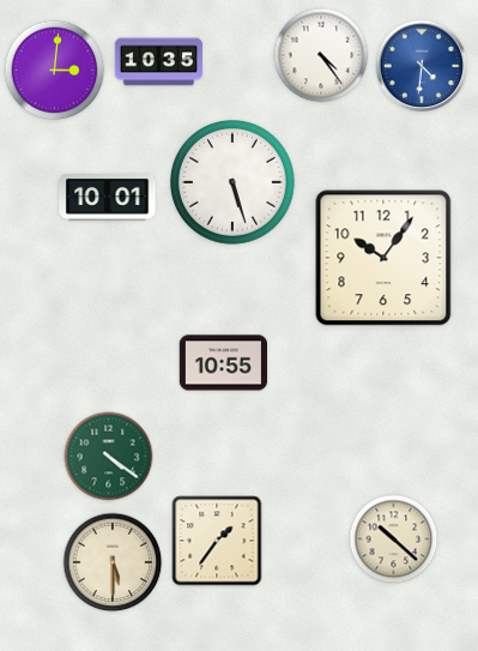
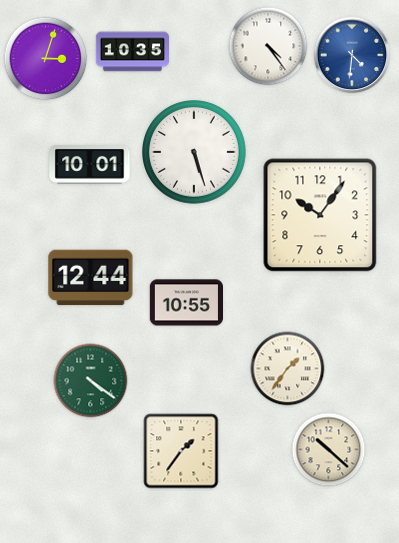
clock at (55, 71): 3:01 -> 3:03
clock at (91, 278): none -> 12:44
clock at (288, 369): none -> 1:36
clock at (113, 562): 5:30 -> none
